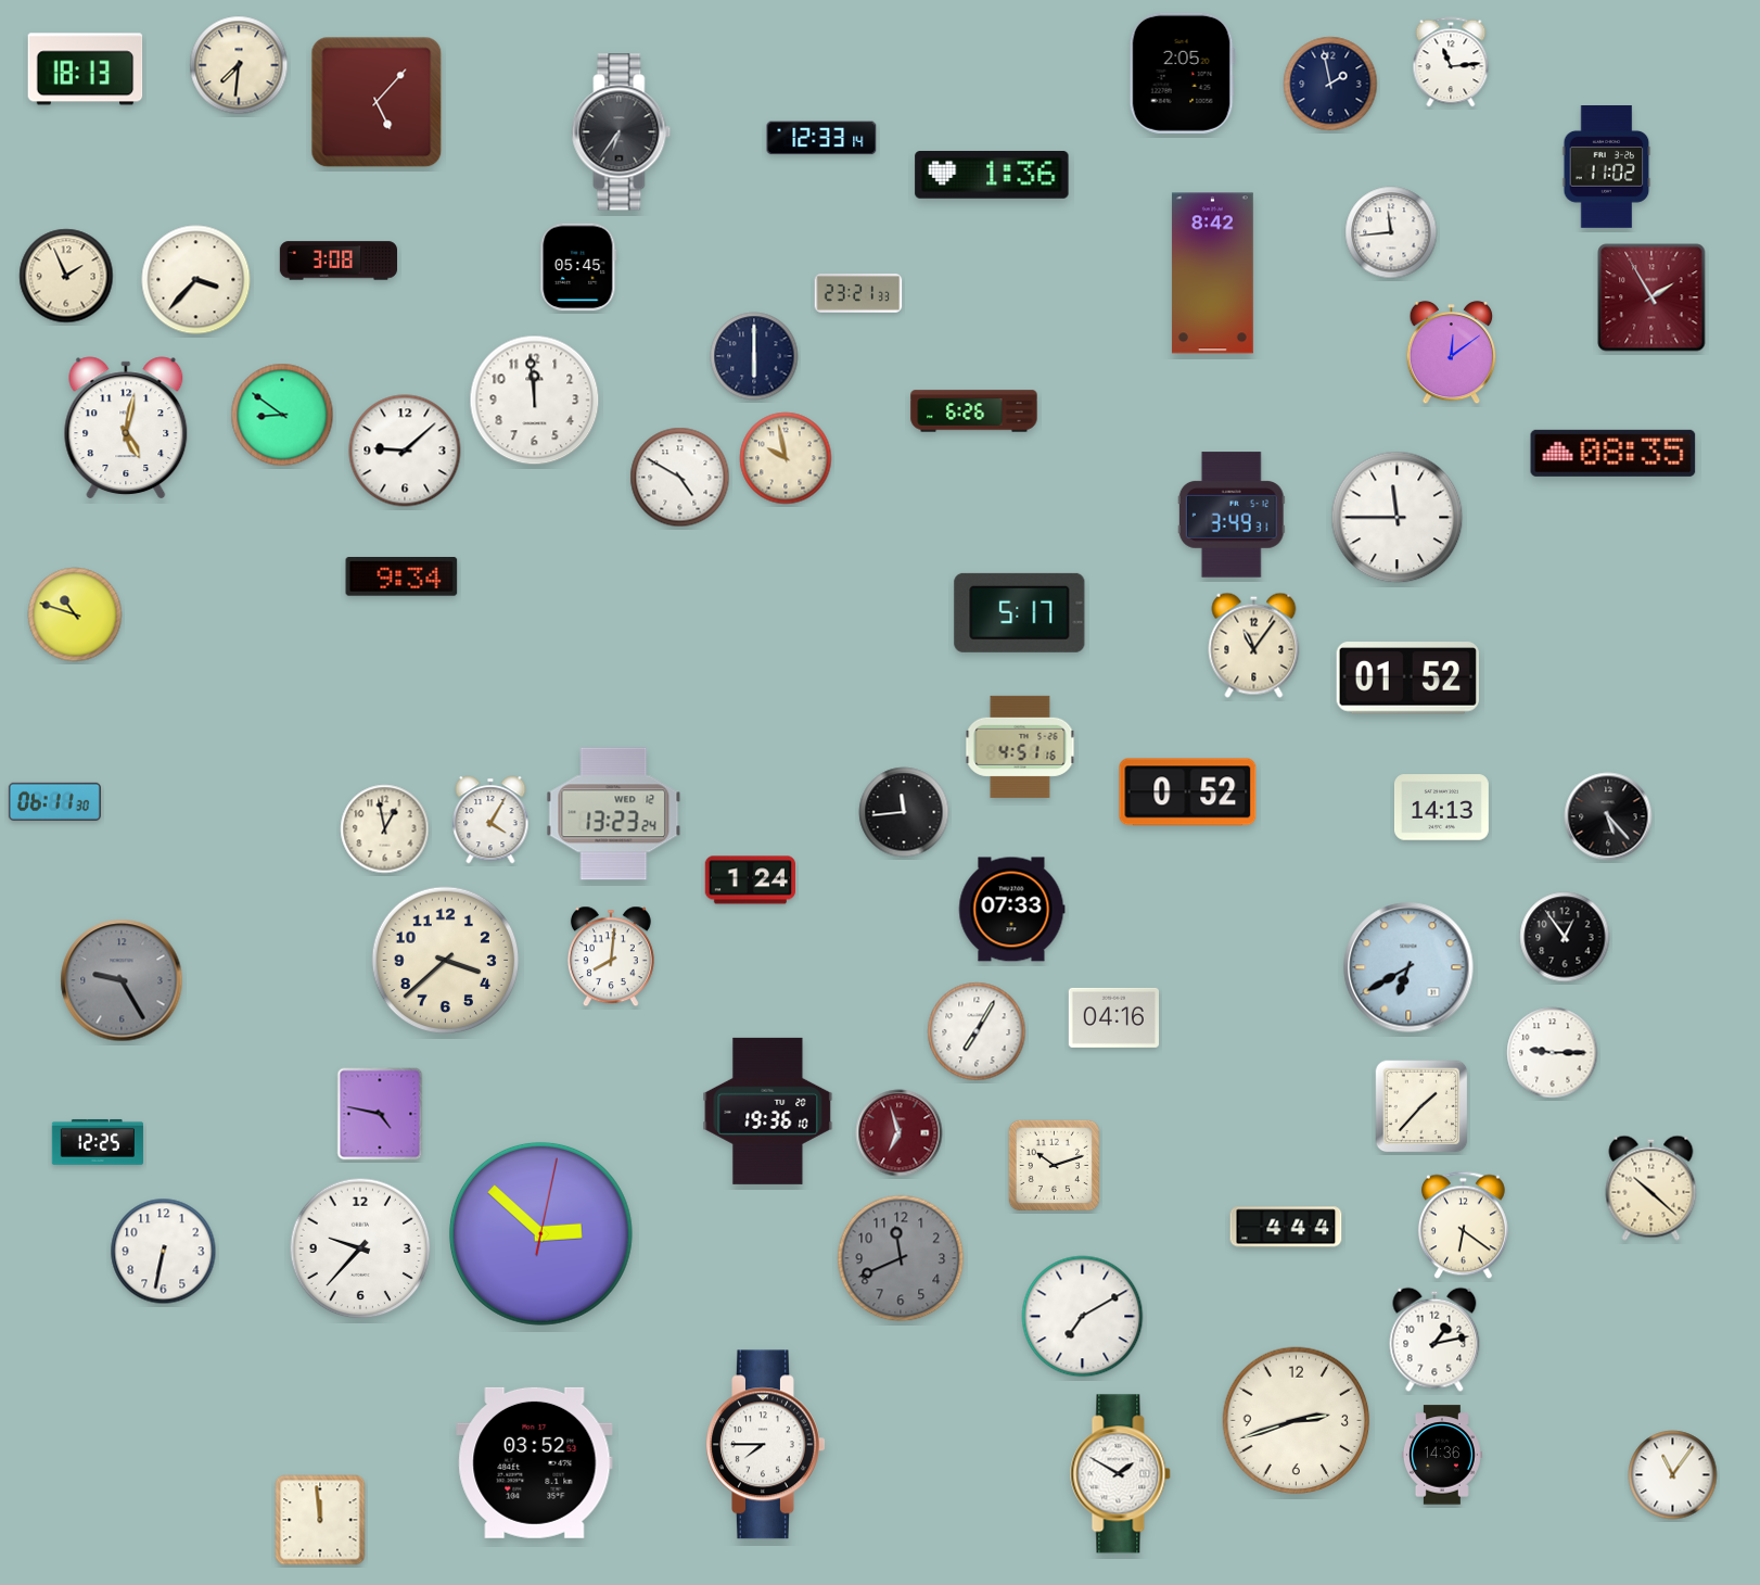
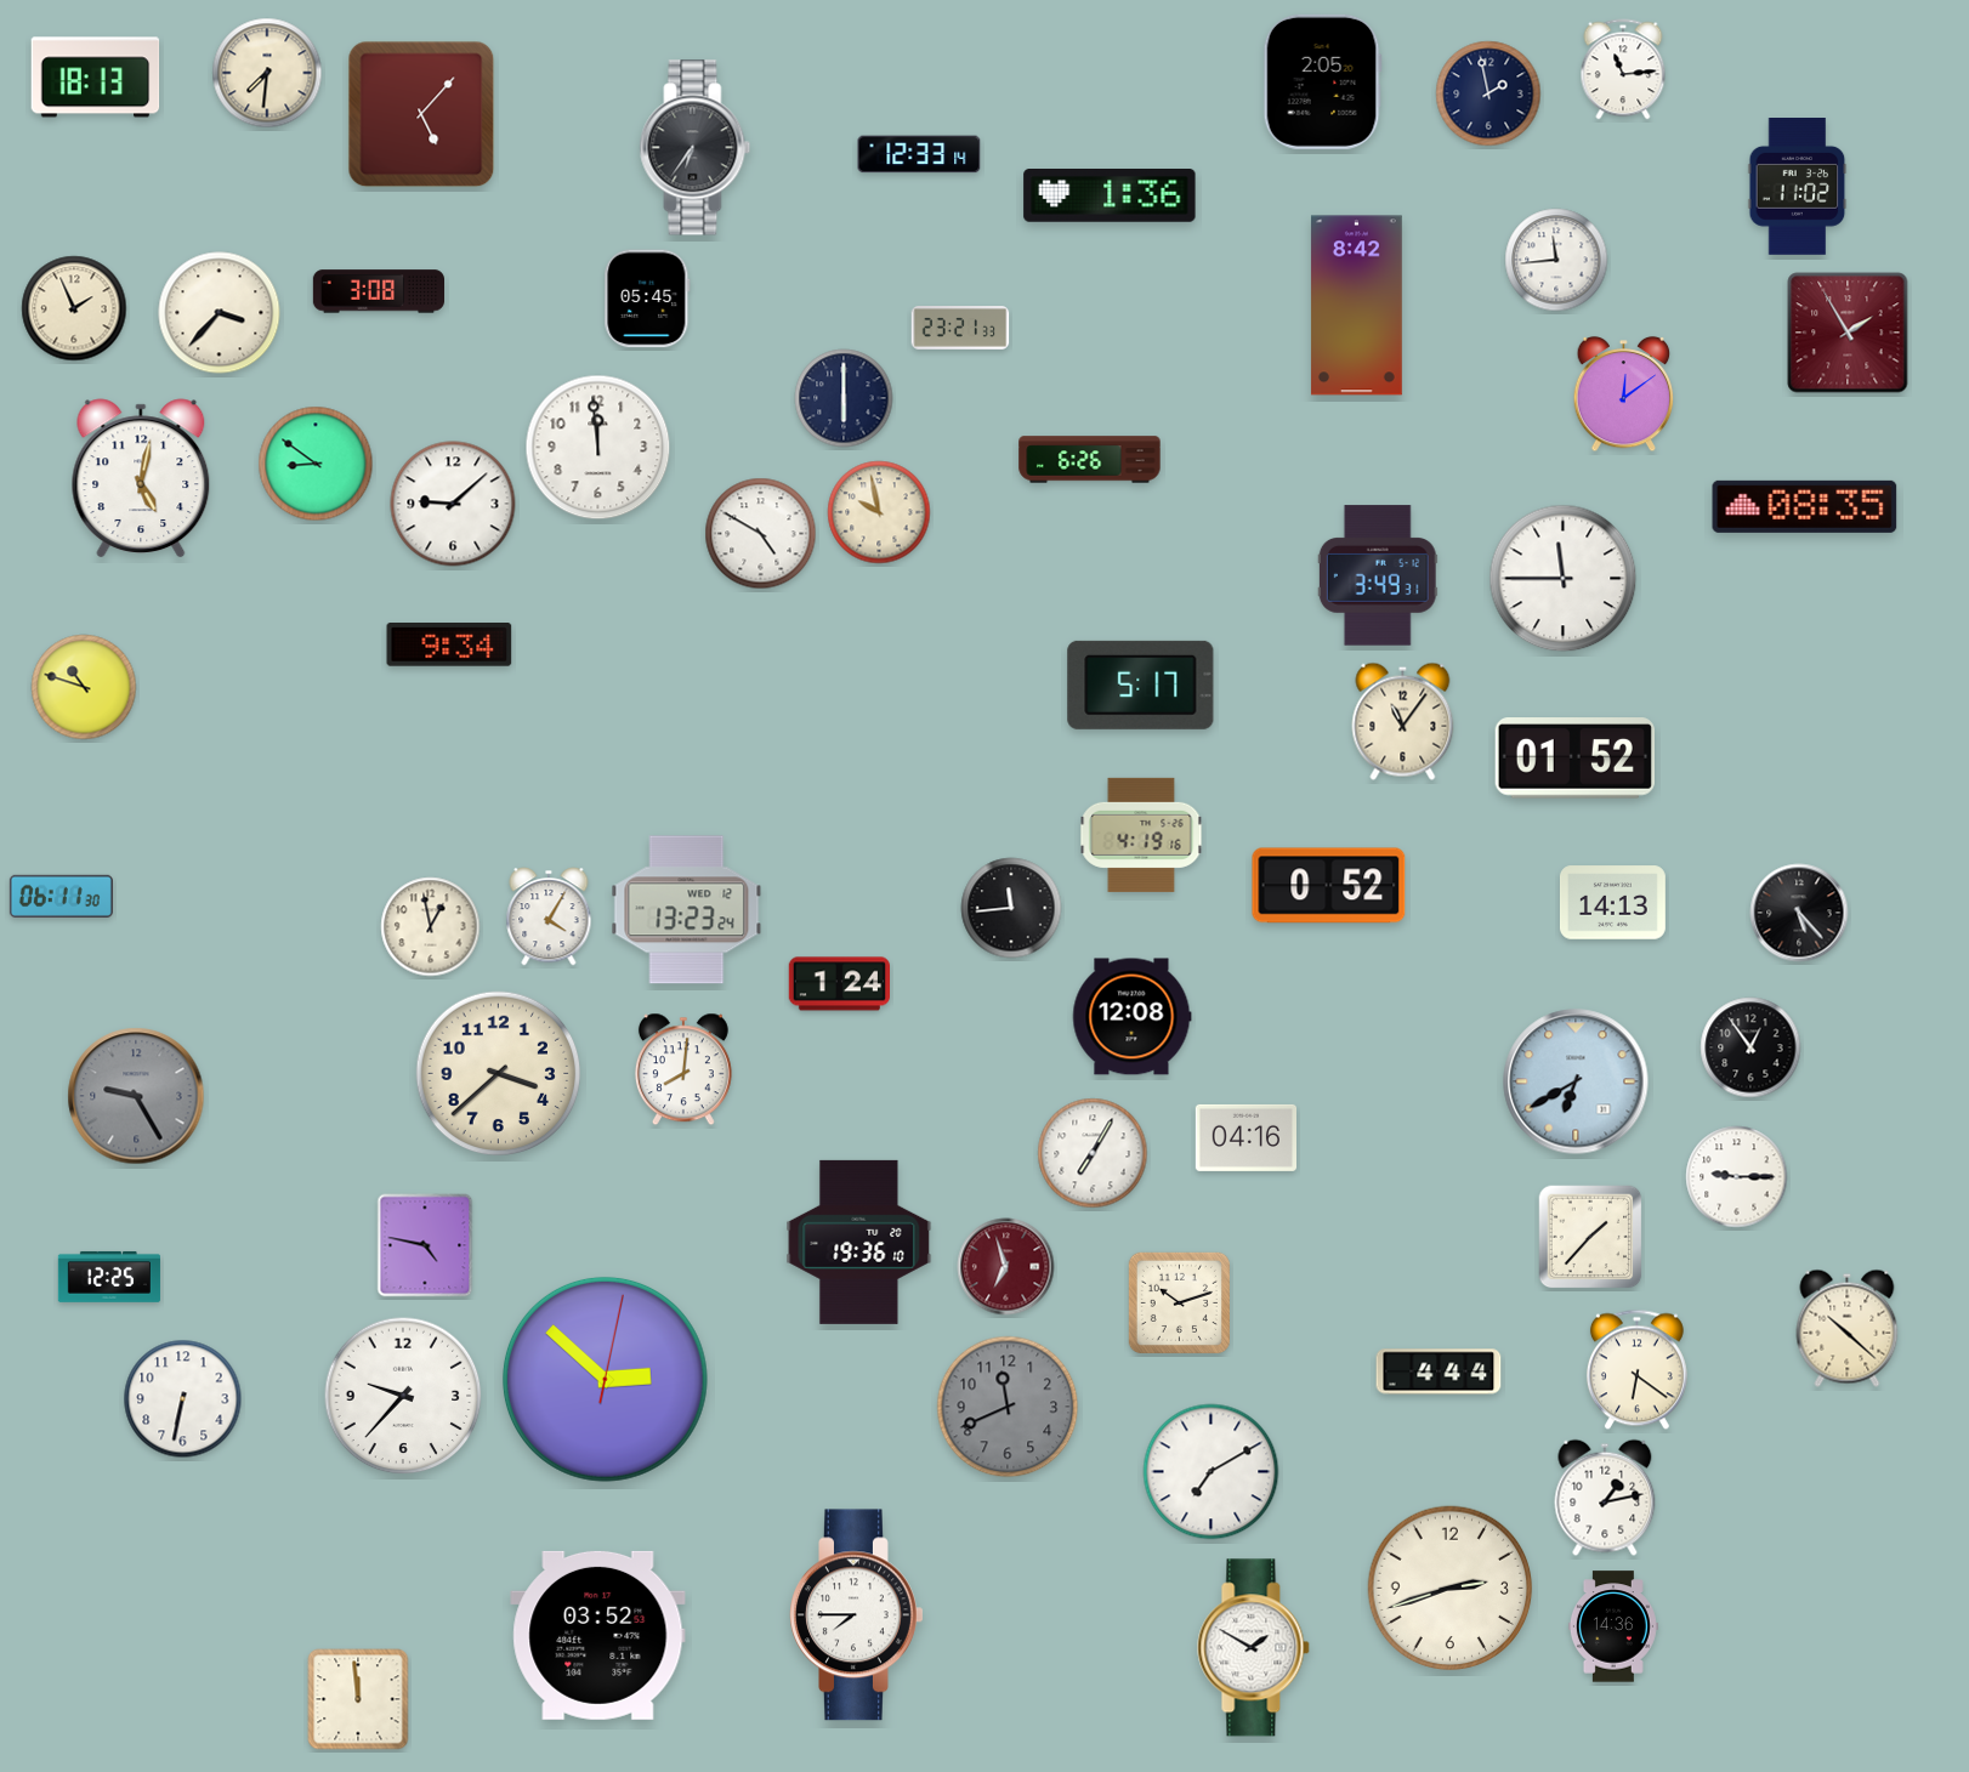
clock at (1020, 747): 4:51 -> 4:19
clock at (1011, 910): 07:33 -> 12:08
clock at (1673, 1475): 11:06 -> none
